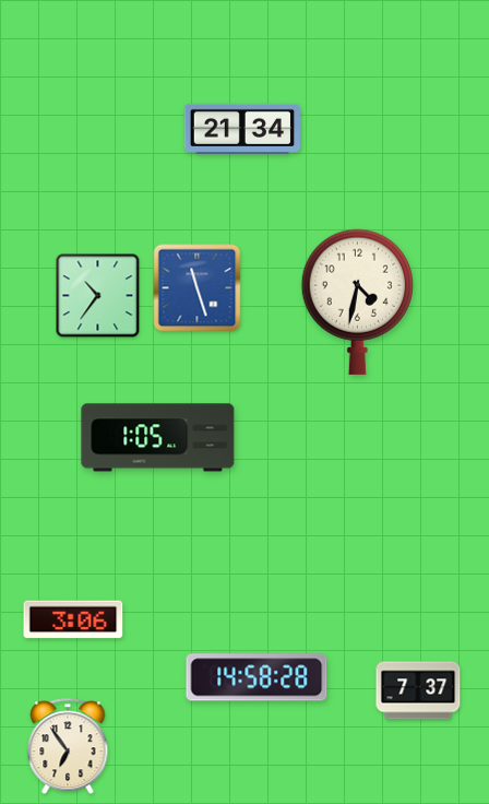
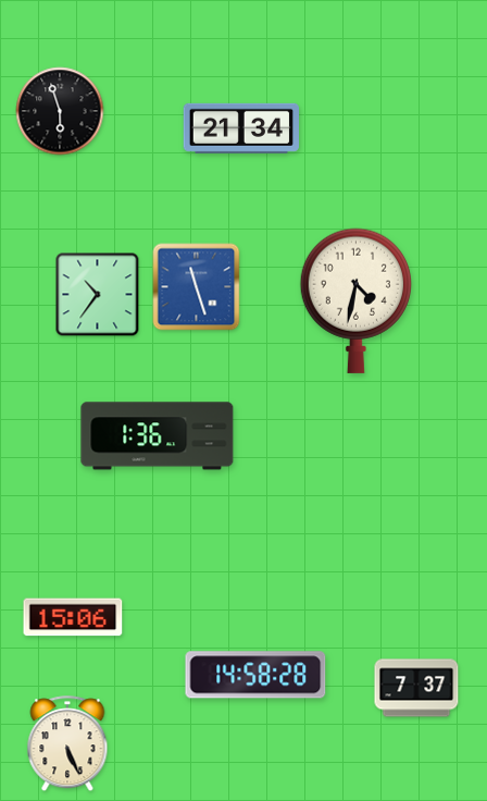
clock at (60, 111): none -> 5:57
clock at (158, 438): 1:05 -> 1:36
clock at (73, 619): 3:06 -> 15:06
clock at (68, 747): 6:54 -> 5:26
